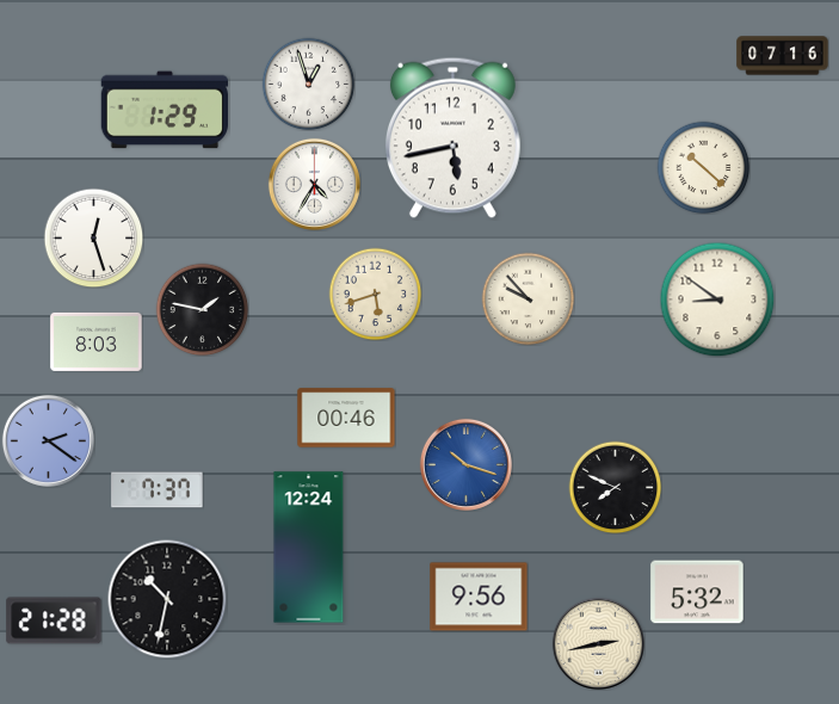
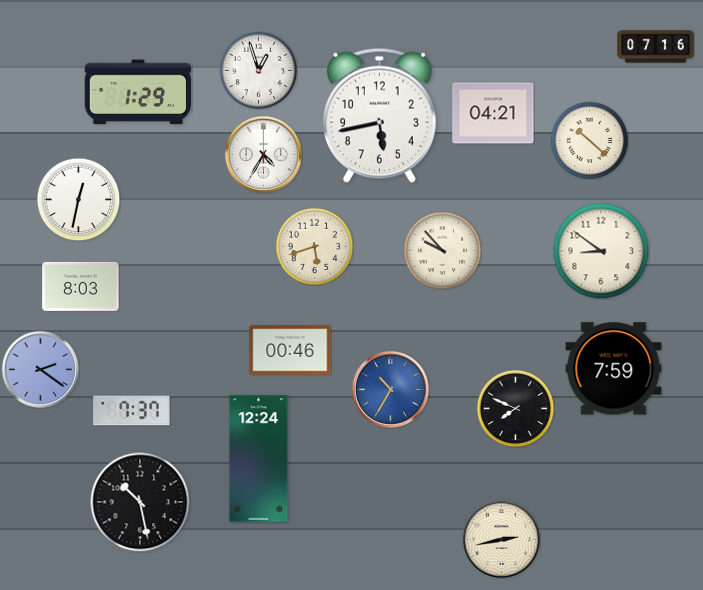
clock at (493, 113): none -> 04:21
clock at (93, 237): 12:27 -> 12:32
clock at (202, 309): 1:47 -> none
clock at (614, 369): none -> 7:59
clock at (465, 464): 10:18 -> 10:35
clock at (697, 592): 5:32 -> none
clock at (479, 597): 9:56 -> none
clock at (167, 599): 10:32 -> 10:28
clock at (54, 620): 21:28 -> none
